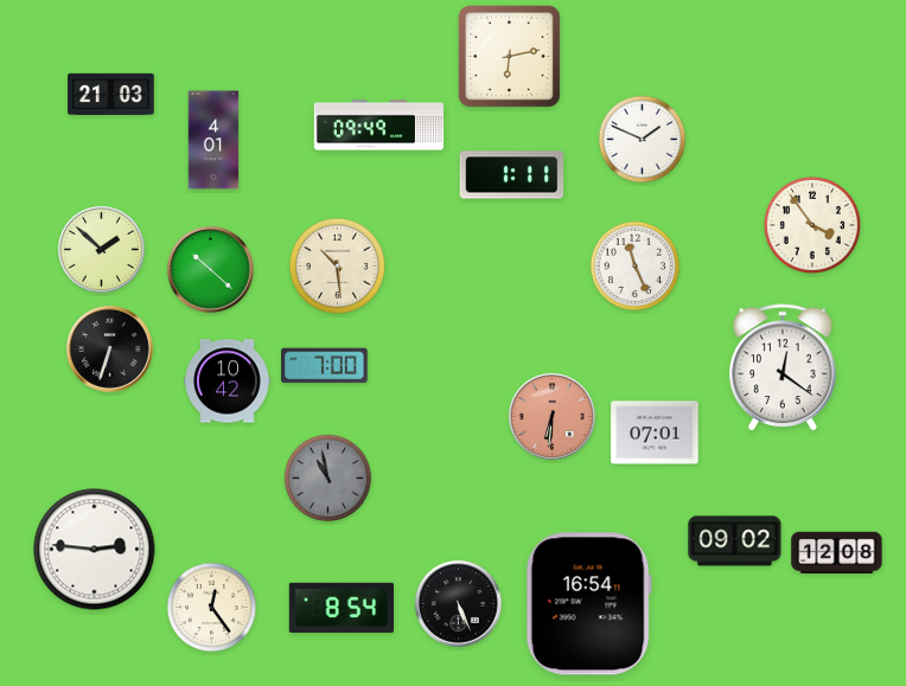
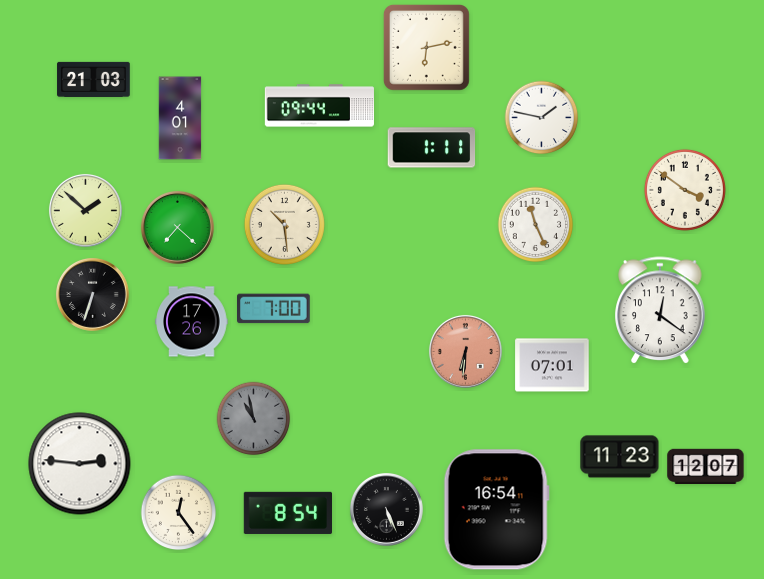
clock at (509, 56) position: (509, 56) -> (426, 47)
clock at (378, 126): 09:49 -> 09:44
clock at (643, 140): 1:49 -> 1:47
clock at (812, 225): 3:54 -> 3:51
clock at (210, 269): 10:22 -> 7:22
clock at (228, 382): 10:42 -> 17:26
clock at (328, 479) position: (328, 479) -> (254, 419)
clock at (735, 541): 09:02 -> 11:23
clock at (837, 552): 12:08 -> 12:07
